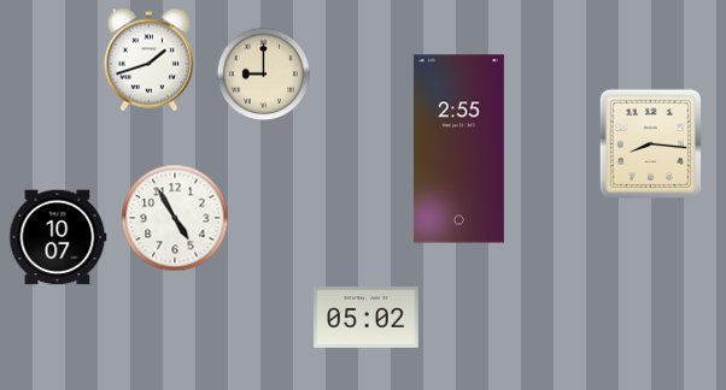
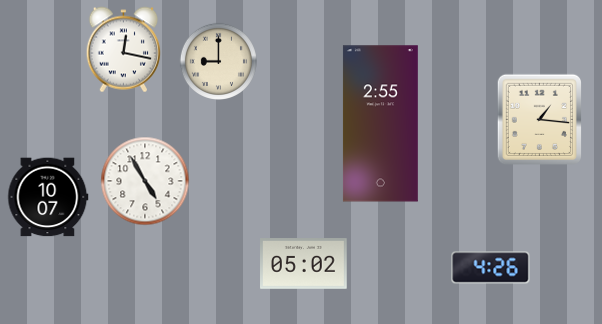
clock at (150, 60): 1:42 -> 12:17
clock at (650, 143): 8:16 -> 1:16
clock at (491, 268): none -> 4:26
